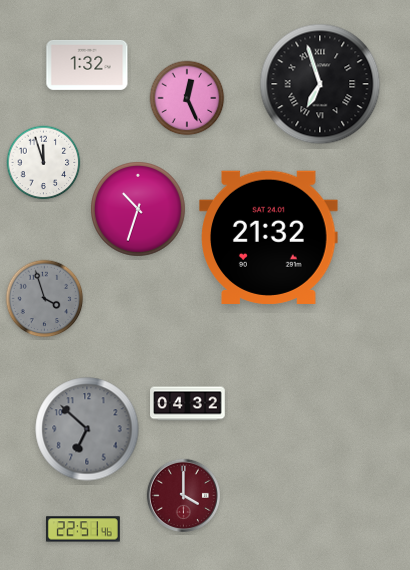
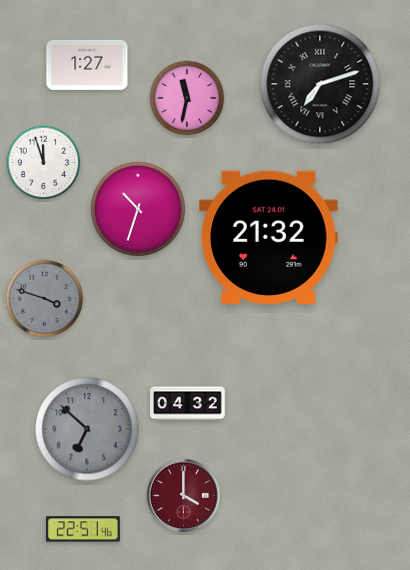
clock at (87, 65): 1:32 -> 1:27
clock at (320, 84): 6:57 -> 7:12
clock at (187, 98): 12:26 -> 11:32
clock at (45, 299): 3:57 -> 3:48
